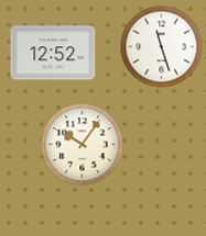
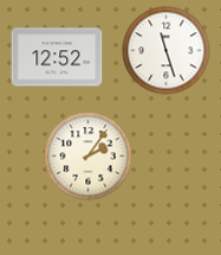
clock at (162, 47) position: (162, 47) -> (167, 51)
clock at (83, 145): 10:06 -> 2:06
